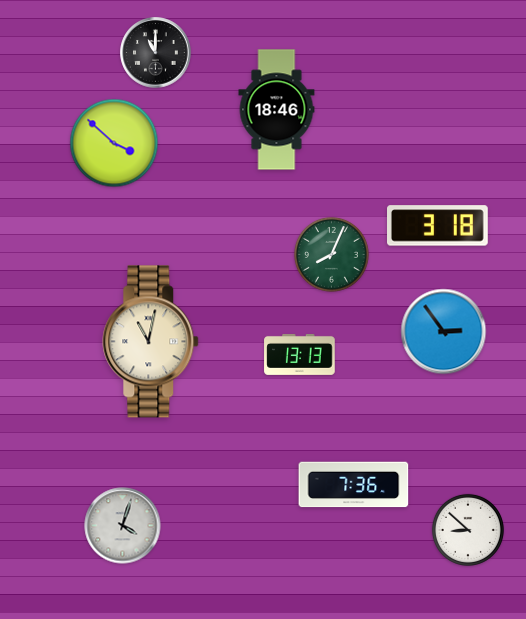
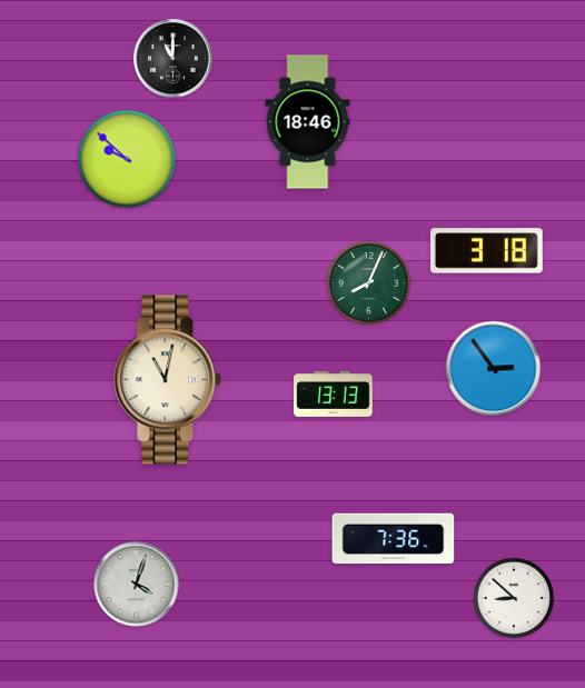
clock at (114, 143): 3:52 -> 9:52
clock at (468, 530) position: (468, 530) -> (514, 598)
